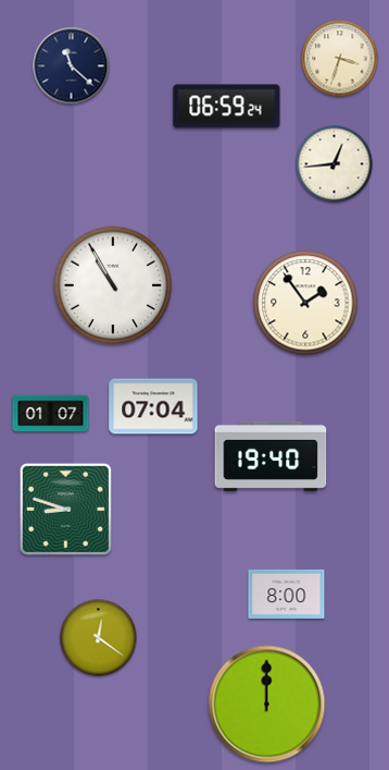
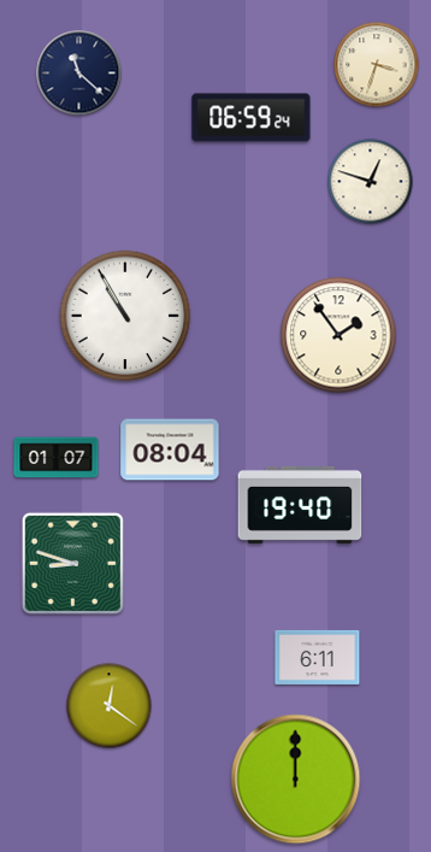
clock at (335, 164): 12:44 -> 12:48
clock at (153, 406): 07:04 -> 08:04
clock at (287, 594): 8:00 -> 6:11
